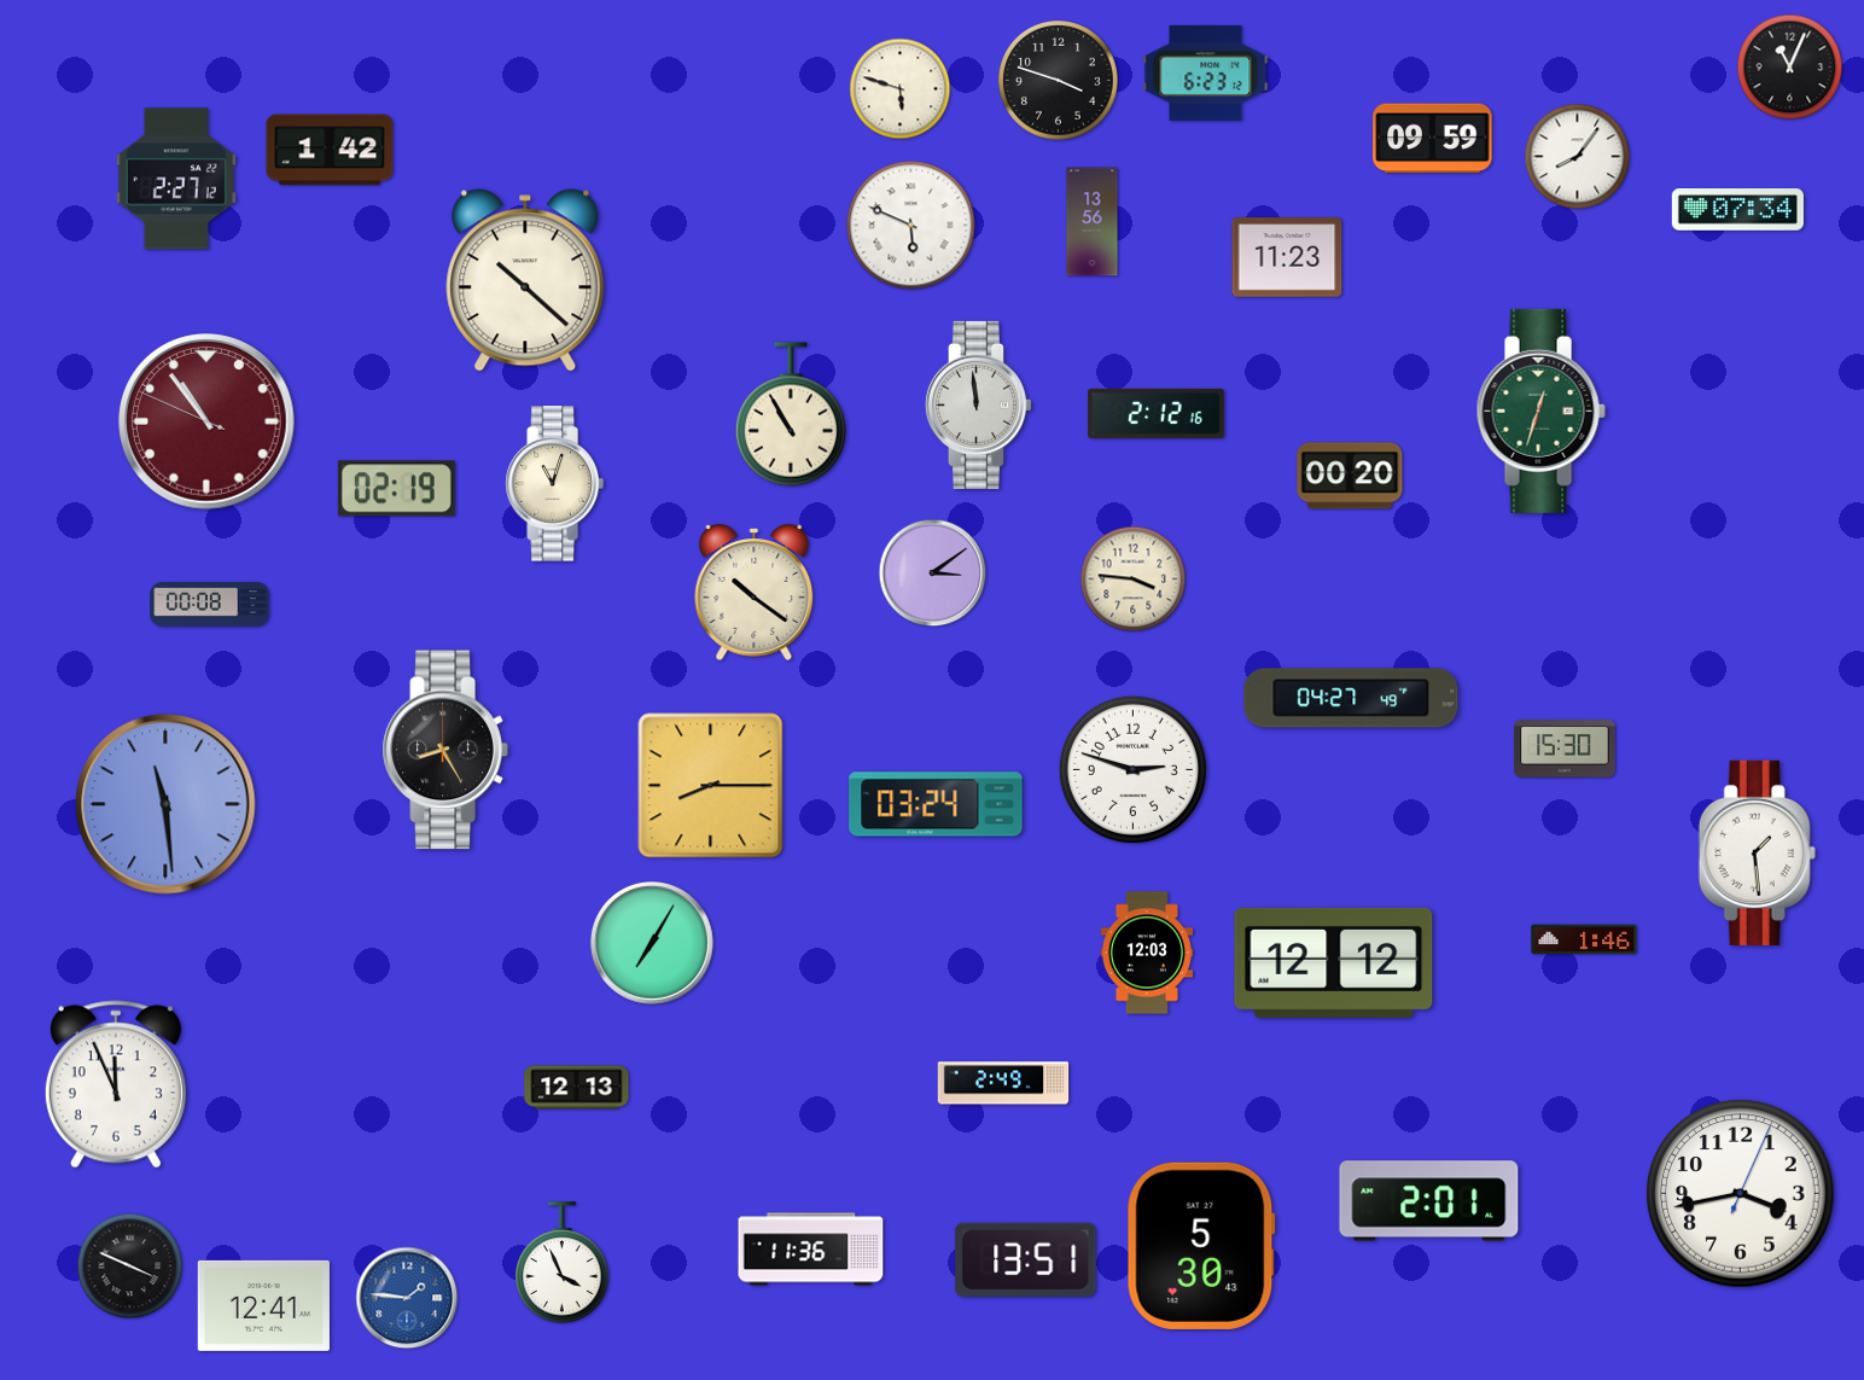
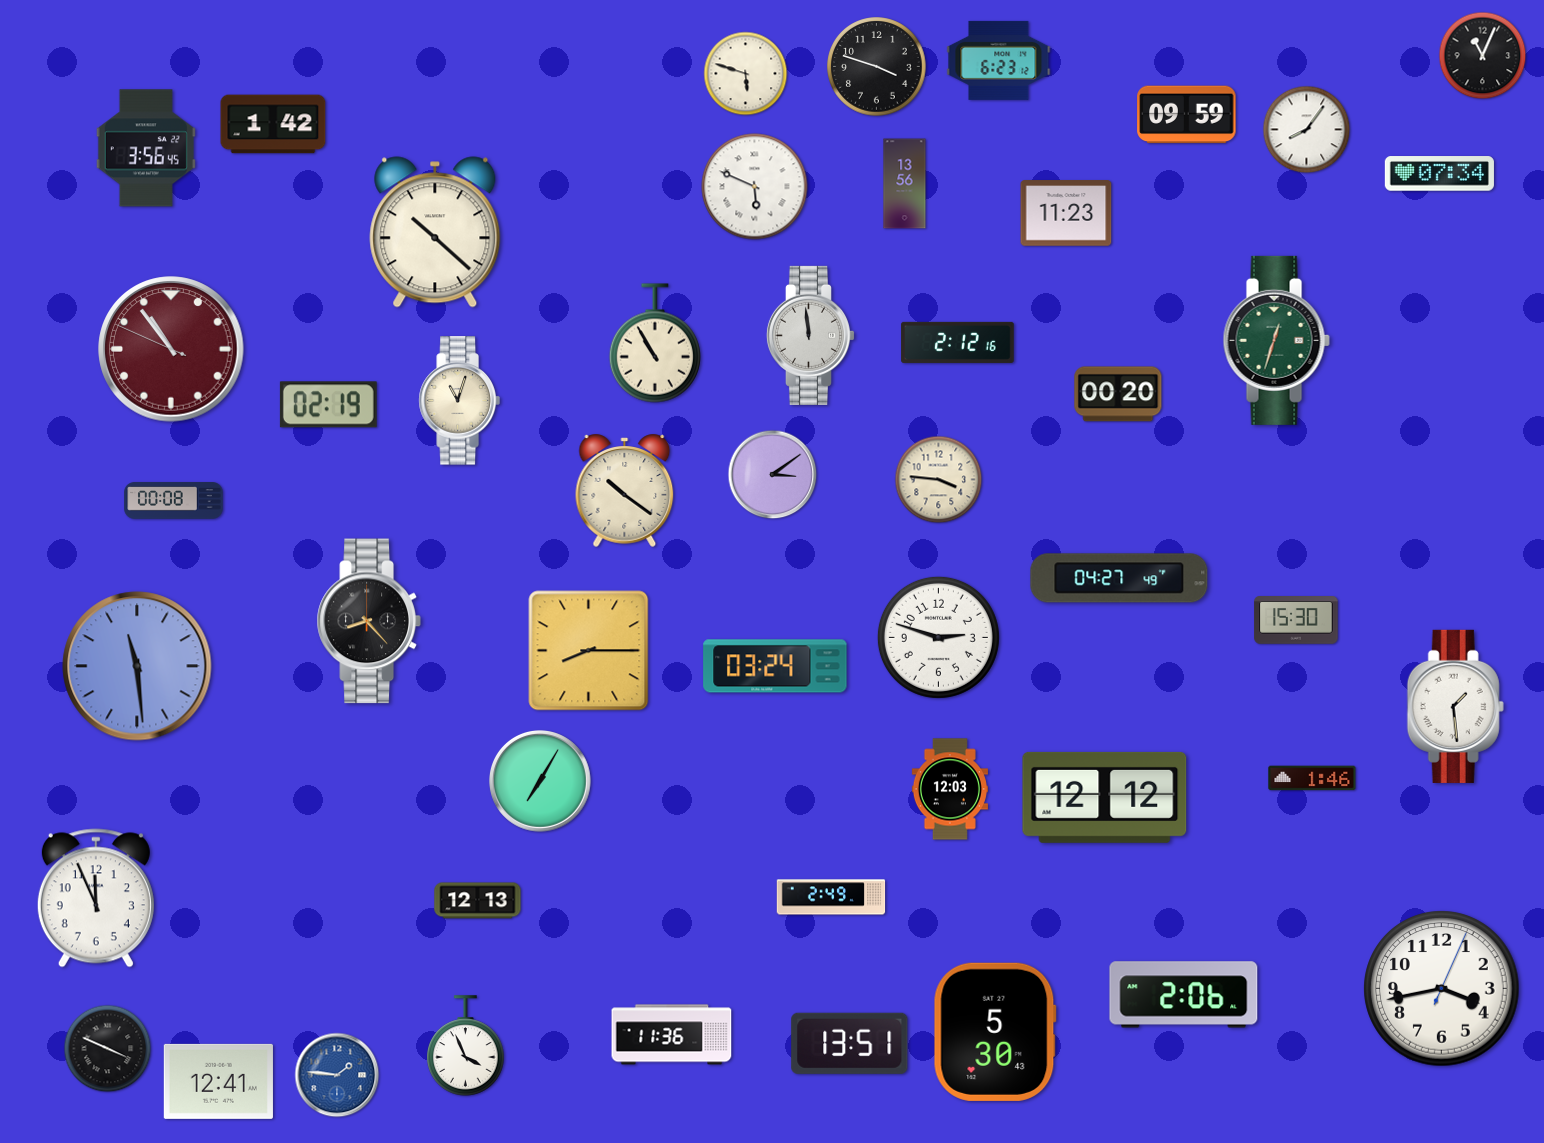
clock at (176, 179): 2:27 -> 3:56
clock at (445, 750): 8:25 -> 8:23
clock at (1429, 1201): 2:01 -> 2:06
